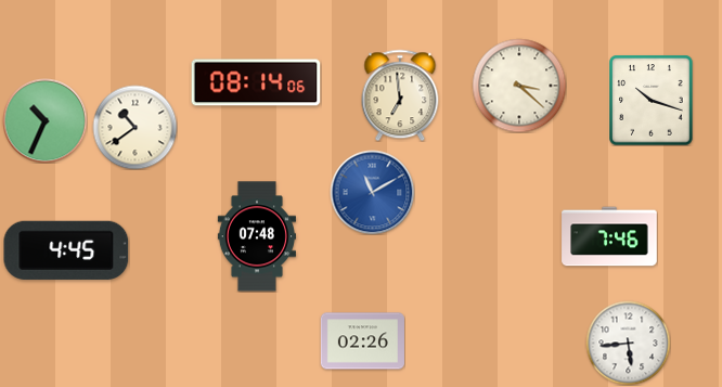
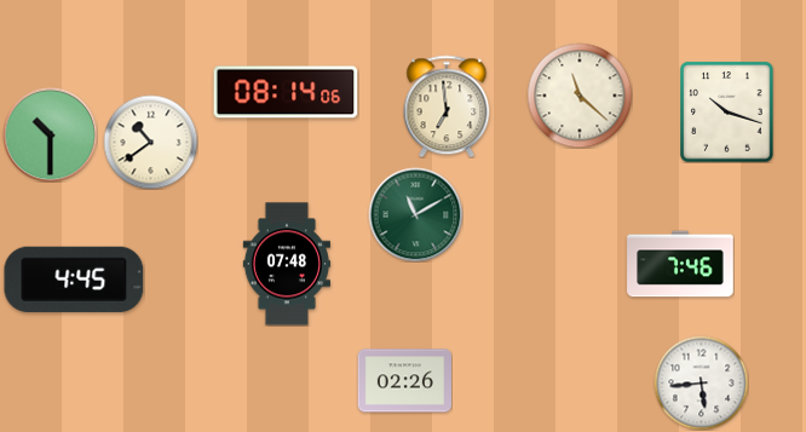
clock at (519, 86): 3:22 -> 11:22
clock at (44, 120): 10:34 -> 10:30
clock at (372, 192) dial: blue -> green
